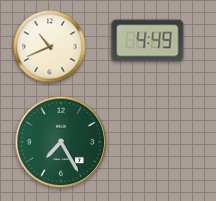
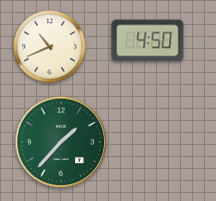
clock at (148, 41): 4:49 -> 4:50
clock at (61, 142): 7:25 -> 1:37
